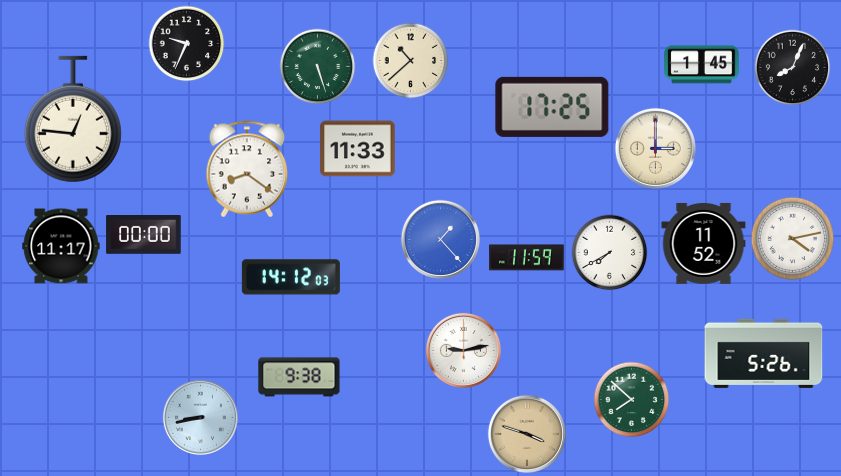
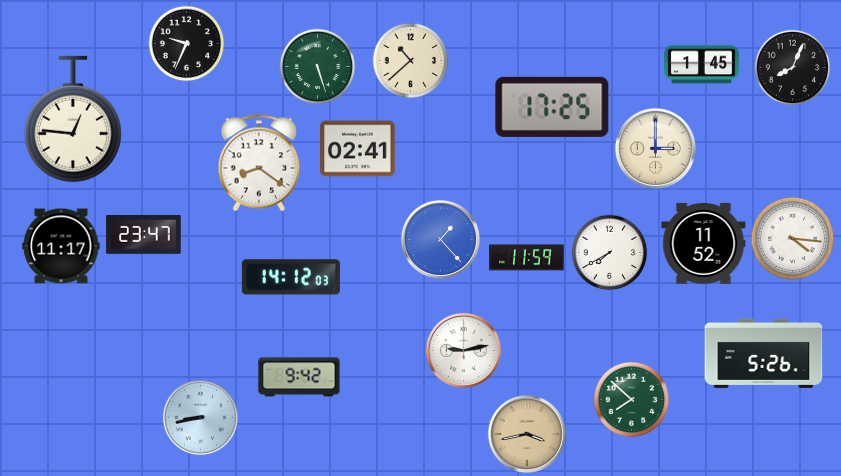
clock at (358, 149): 11:33 -> 02:41
clock at (247, 169) position: (247, 169) -> (259, 163)
clock at (144, 235): 00:00 -> 23:47
clock at (793, 239): 4:13 -> 4:16
clock at (299, 377): 9:38 -> 9:42
clock at (527, 434): 3:48 -> 3:43
